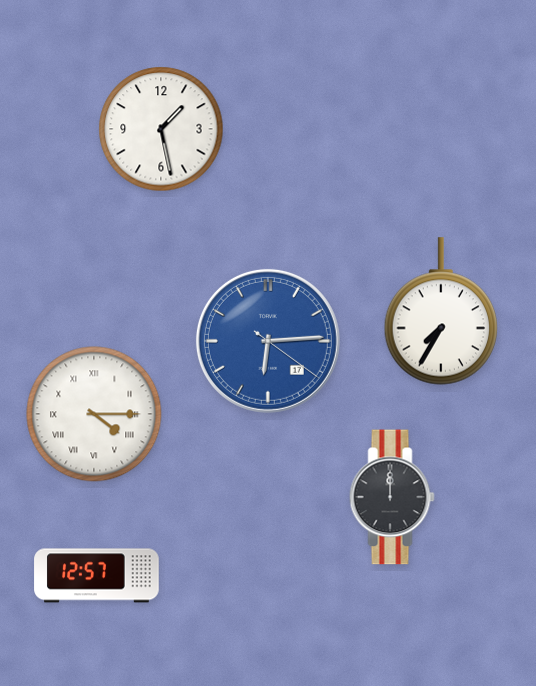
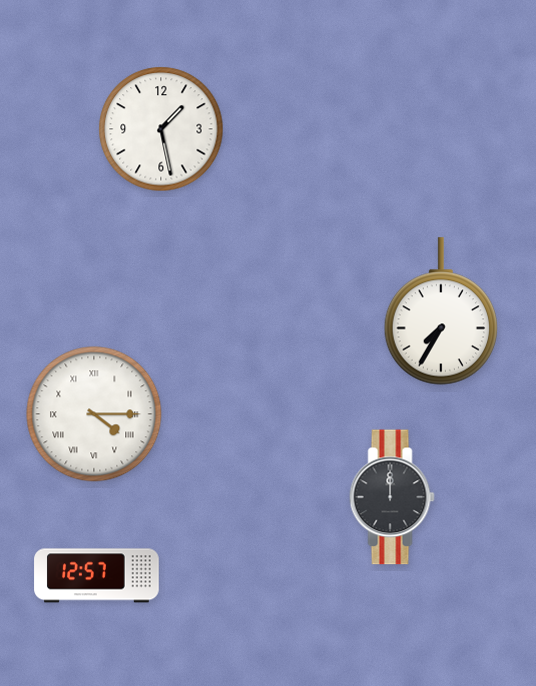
clock at (268, 341): 6:14 -> none
